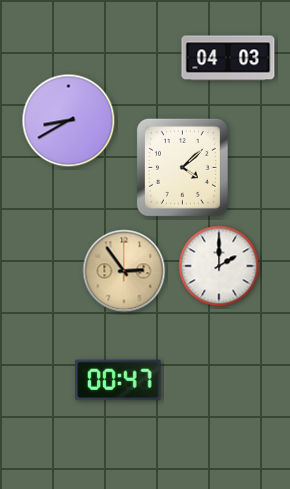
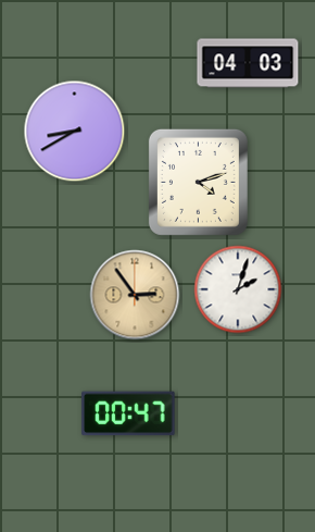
clock at (182, 167): 4:08 -> 4:12
clock at (219, 266): 2:00 -> 2:03
